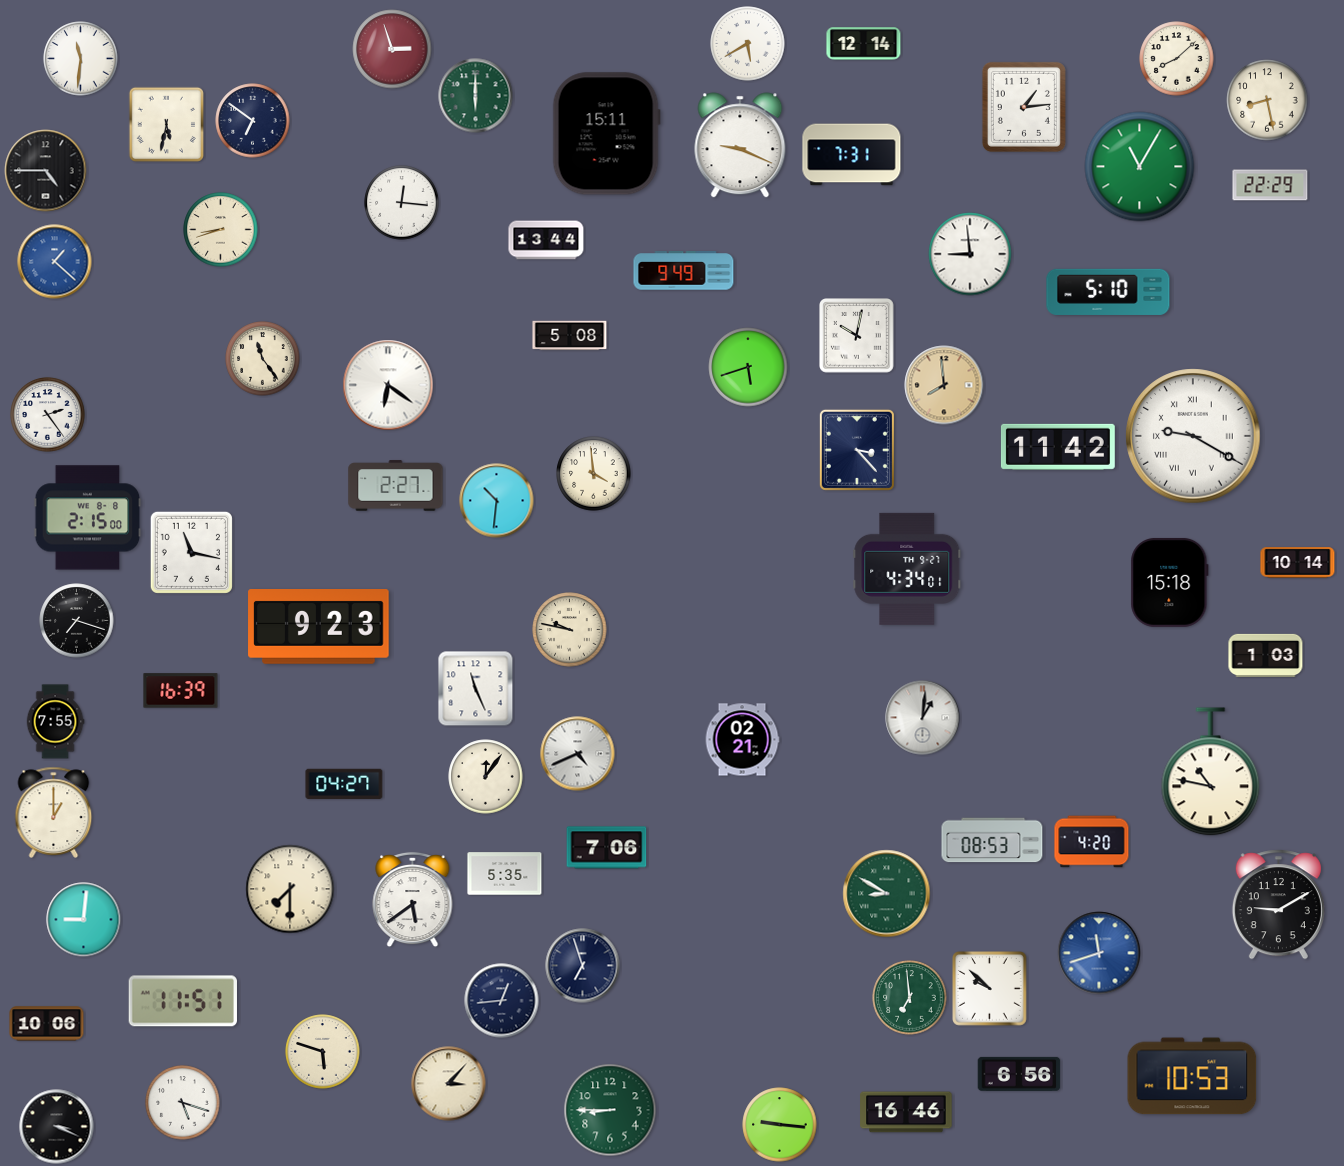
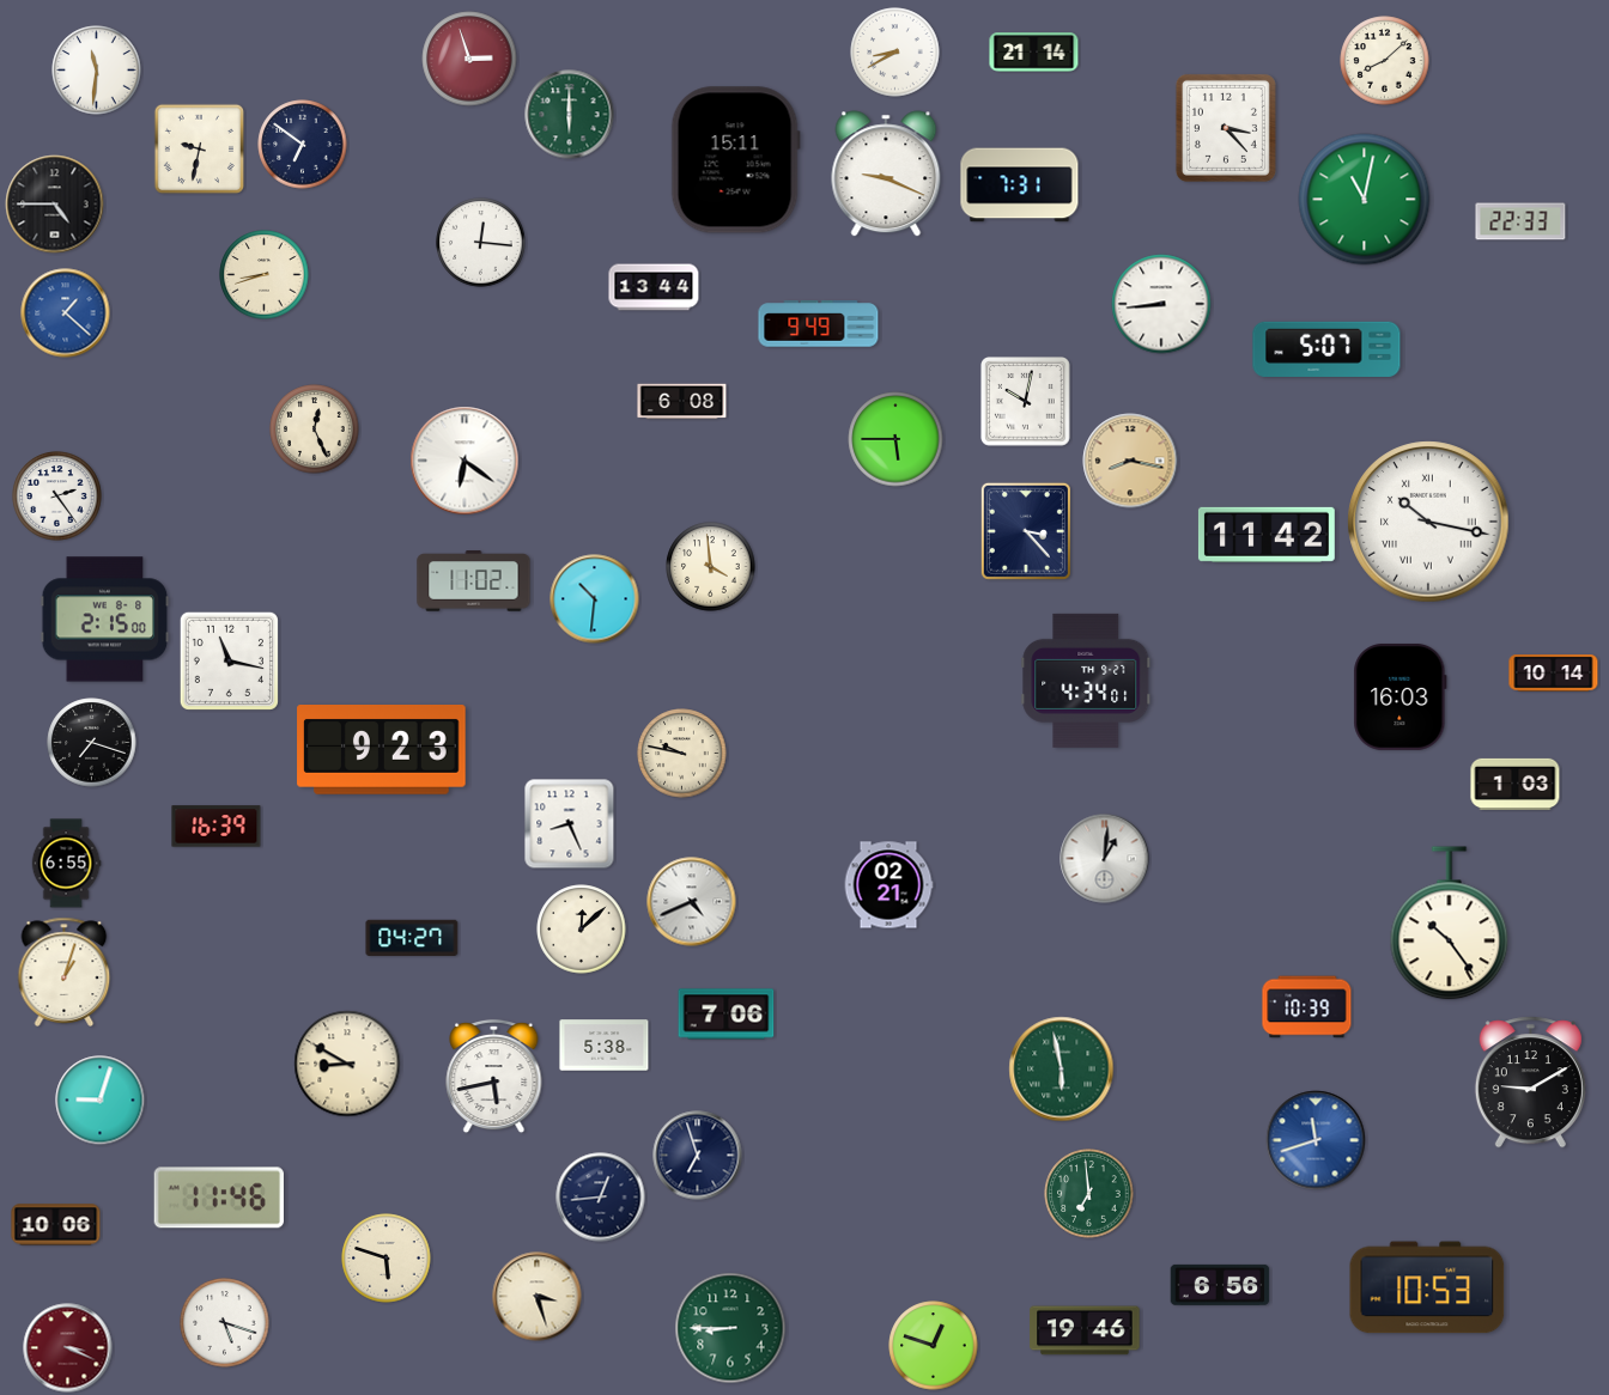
clock at (748, 44): 5:40 -> 8:40
clock at (864, 44): 12:14 -> 21:14
clock at (1177, 59) position: (1177, 59) -> (1385, 61)
clock at (1267, 100): 8:28 -> none
clock at (1024, 107): 1:14 -> 3:23
clock at (166, 124): 5:32 -> 9:32
clock at (606, 134) position: (606, 134) -> (735, 160)
clock at (1140, 167): 11:05 -> 11:02
clock at (1270, 185): 22:29 -> 22:33
clock at (970, 254): 8:59 -> 8:44
clock at (1108, 292): 5:10 -> 5:07
clock at (570, 336): 5:08 -> 6:08
clock at (263, 359): 11:24 -> 12:26
clock at (748, 367): 5:42 -> 5:45
clock at (944, 385): 7:59 -> 8:17
clock at (1193, 436): 9:20 -> 10:17
clock at (857, 450) position: (857, 450) -> (1026, 531)
clock at (396, 486): 2:27 -> 11:02
clock at (1170, 582): 15:18 -> 16:03
clock at (476, 689): 11:26 -> 8:26
clock at (55, 722): 7:55 -> 6:55
clock at (1211, 772): 10:47 -> 10:24
clock at (486, 777): 12:06 -> 12:08
clock at (54, 812): 1:00 -> 1:03
clock at (992, 840): 08:53 -> none
clock at (1092, 842): 4:20 -> 10:39
clock at (505, 874): 5:35 -> 5:38
clock at (290, 889): 7:30 -> 8:50
clock at (887, 894): 8:50 -> 5:58
clock at (413, 900): 5:39 -> 5:43
clock at (84, 920): 9:01 -> 9:03
clock at (990, 989): 9:52 -> none
clock at (183, 1001): 11:51 -> 11:46
clock at (449, 1084): 3:07 -> 3:27
clock at (183, 1103) position: (183, 1103) -> (225, 1323)
clock at (906, 1112): 16:46 -> 19:46
clock at (780, 1125): 9:16 -> 12:48
clock at (57, 1127) dial: black -> burgundy
